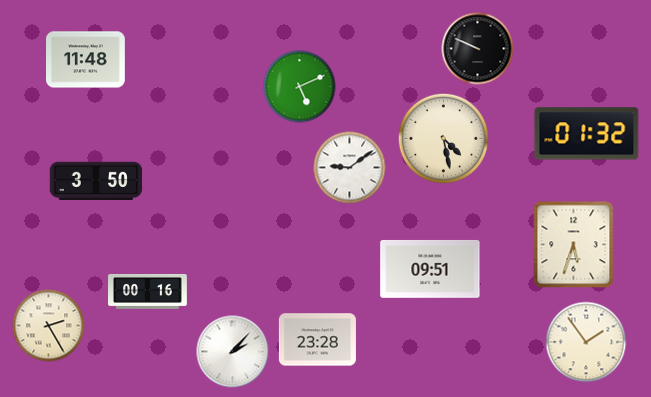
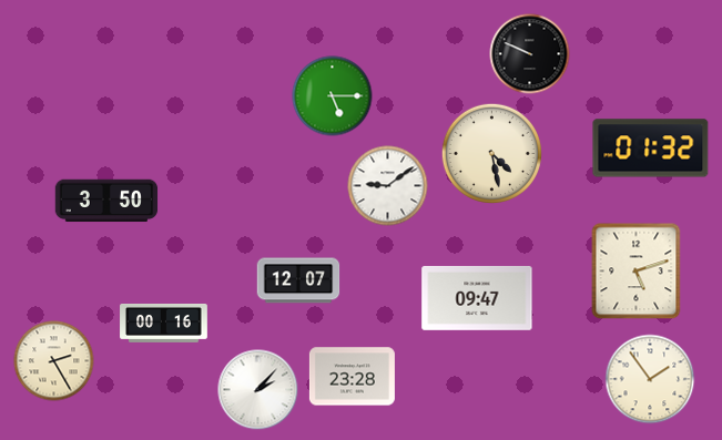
clock at (86, 60): 11:48 -> none
clock at (300, 87): 5:11 -> 5:15
clock at (574, 245): 5:33 -> 5:12
clock at (298, 280): none -> 12:07
clock at (430, 269): 09:51 -> 09:47
